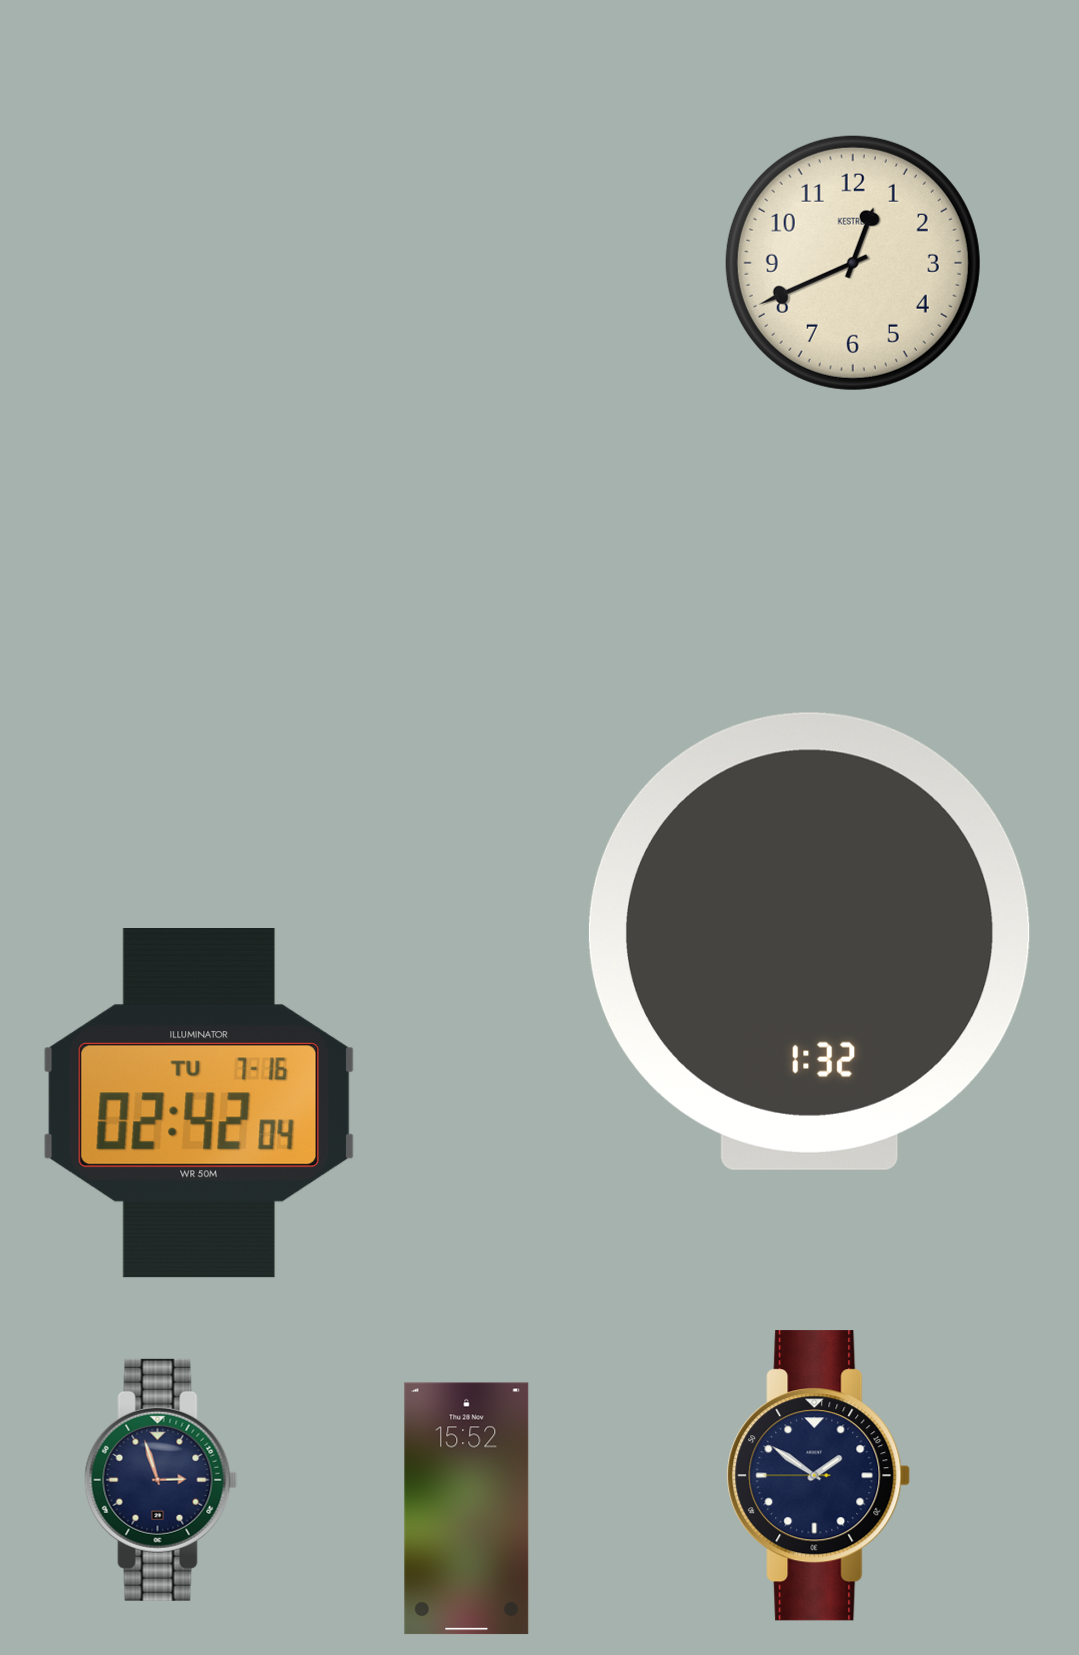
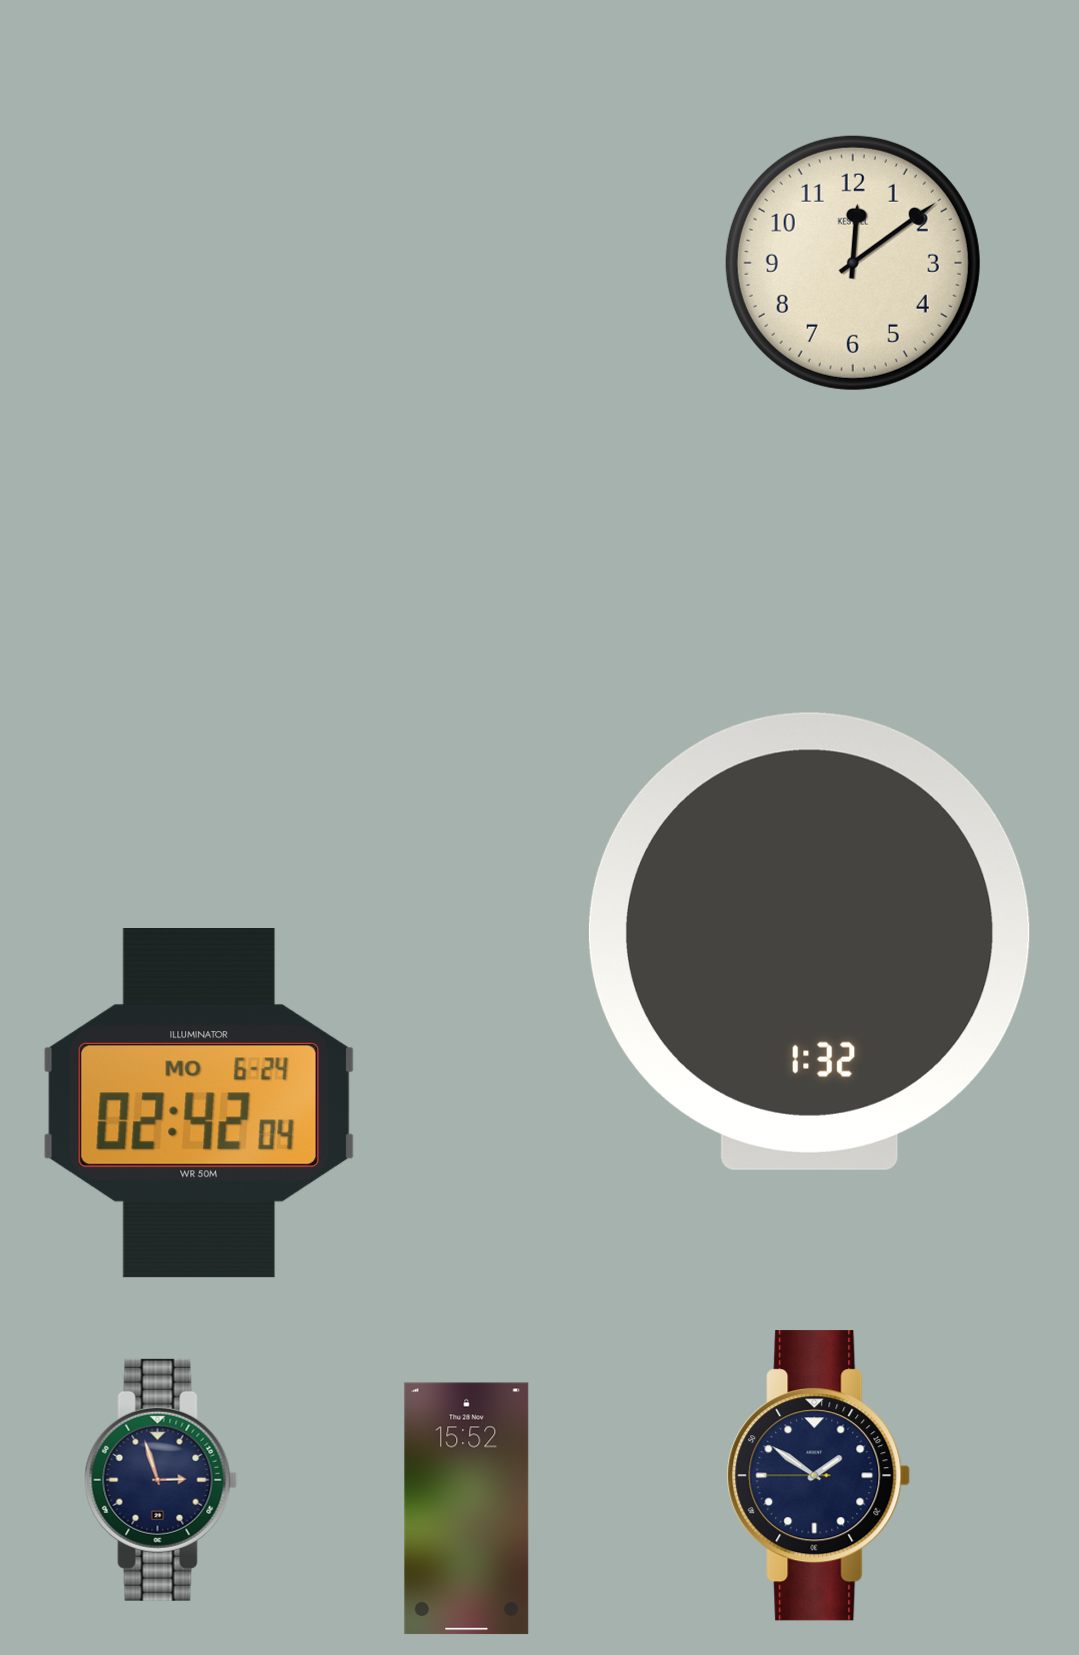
clock at (853, 263): 12:41 -> 12:09
clock at (199, 1104) date: TU 7-16 -> MO 6-24
